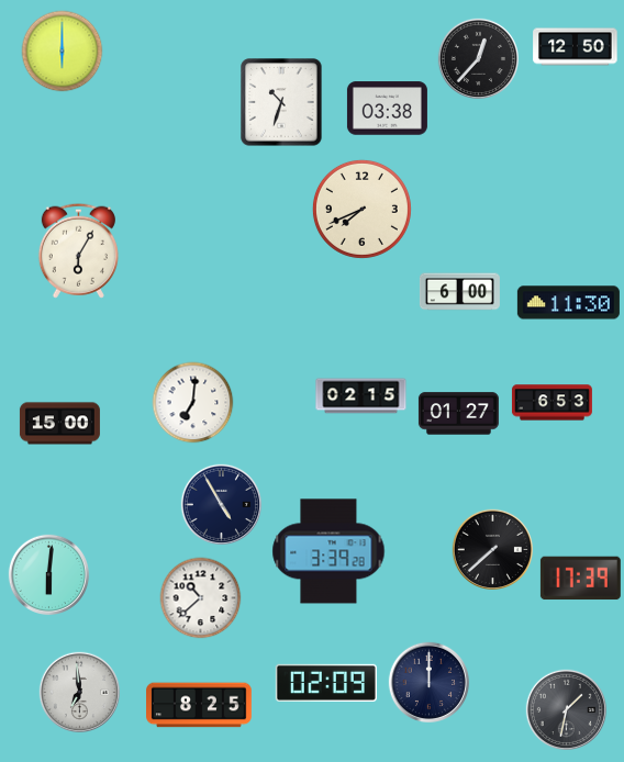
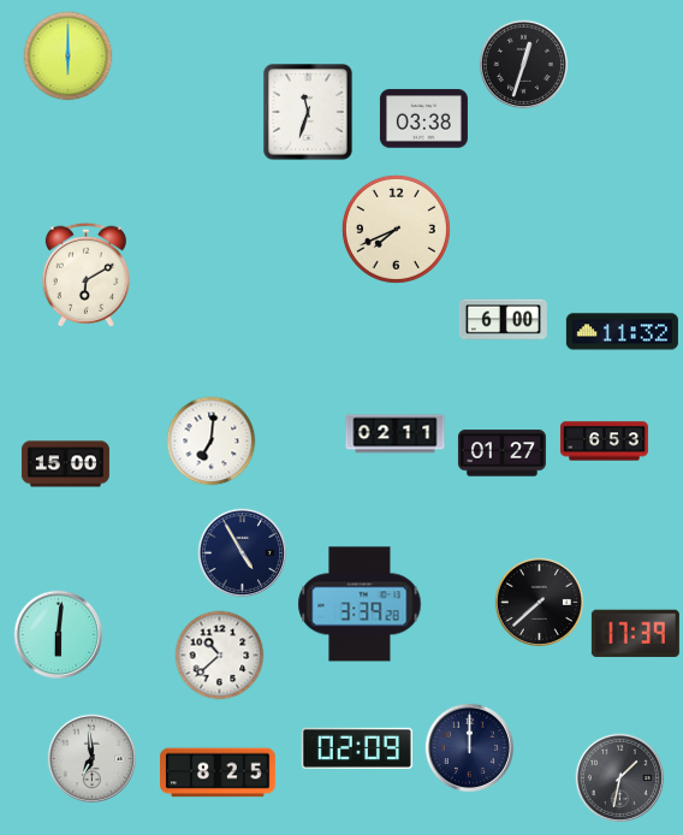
clock at (576, 47): 12:50 -> none
clock at (478, 58): 12:37 -> 12:33
clock at (281, 102): 10:33 -> 11:33
clock at (78, 250): 6:05 -> 6:10
clock at (568, 303): 11:30 -> 11:32
clock at (361, 396): 02:15 -> 02:11
clock at (48, 574) position: (48, 574) -> (58, 634)
clock at (79, 692) position: (79, 692) -> (91, 758)
